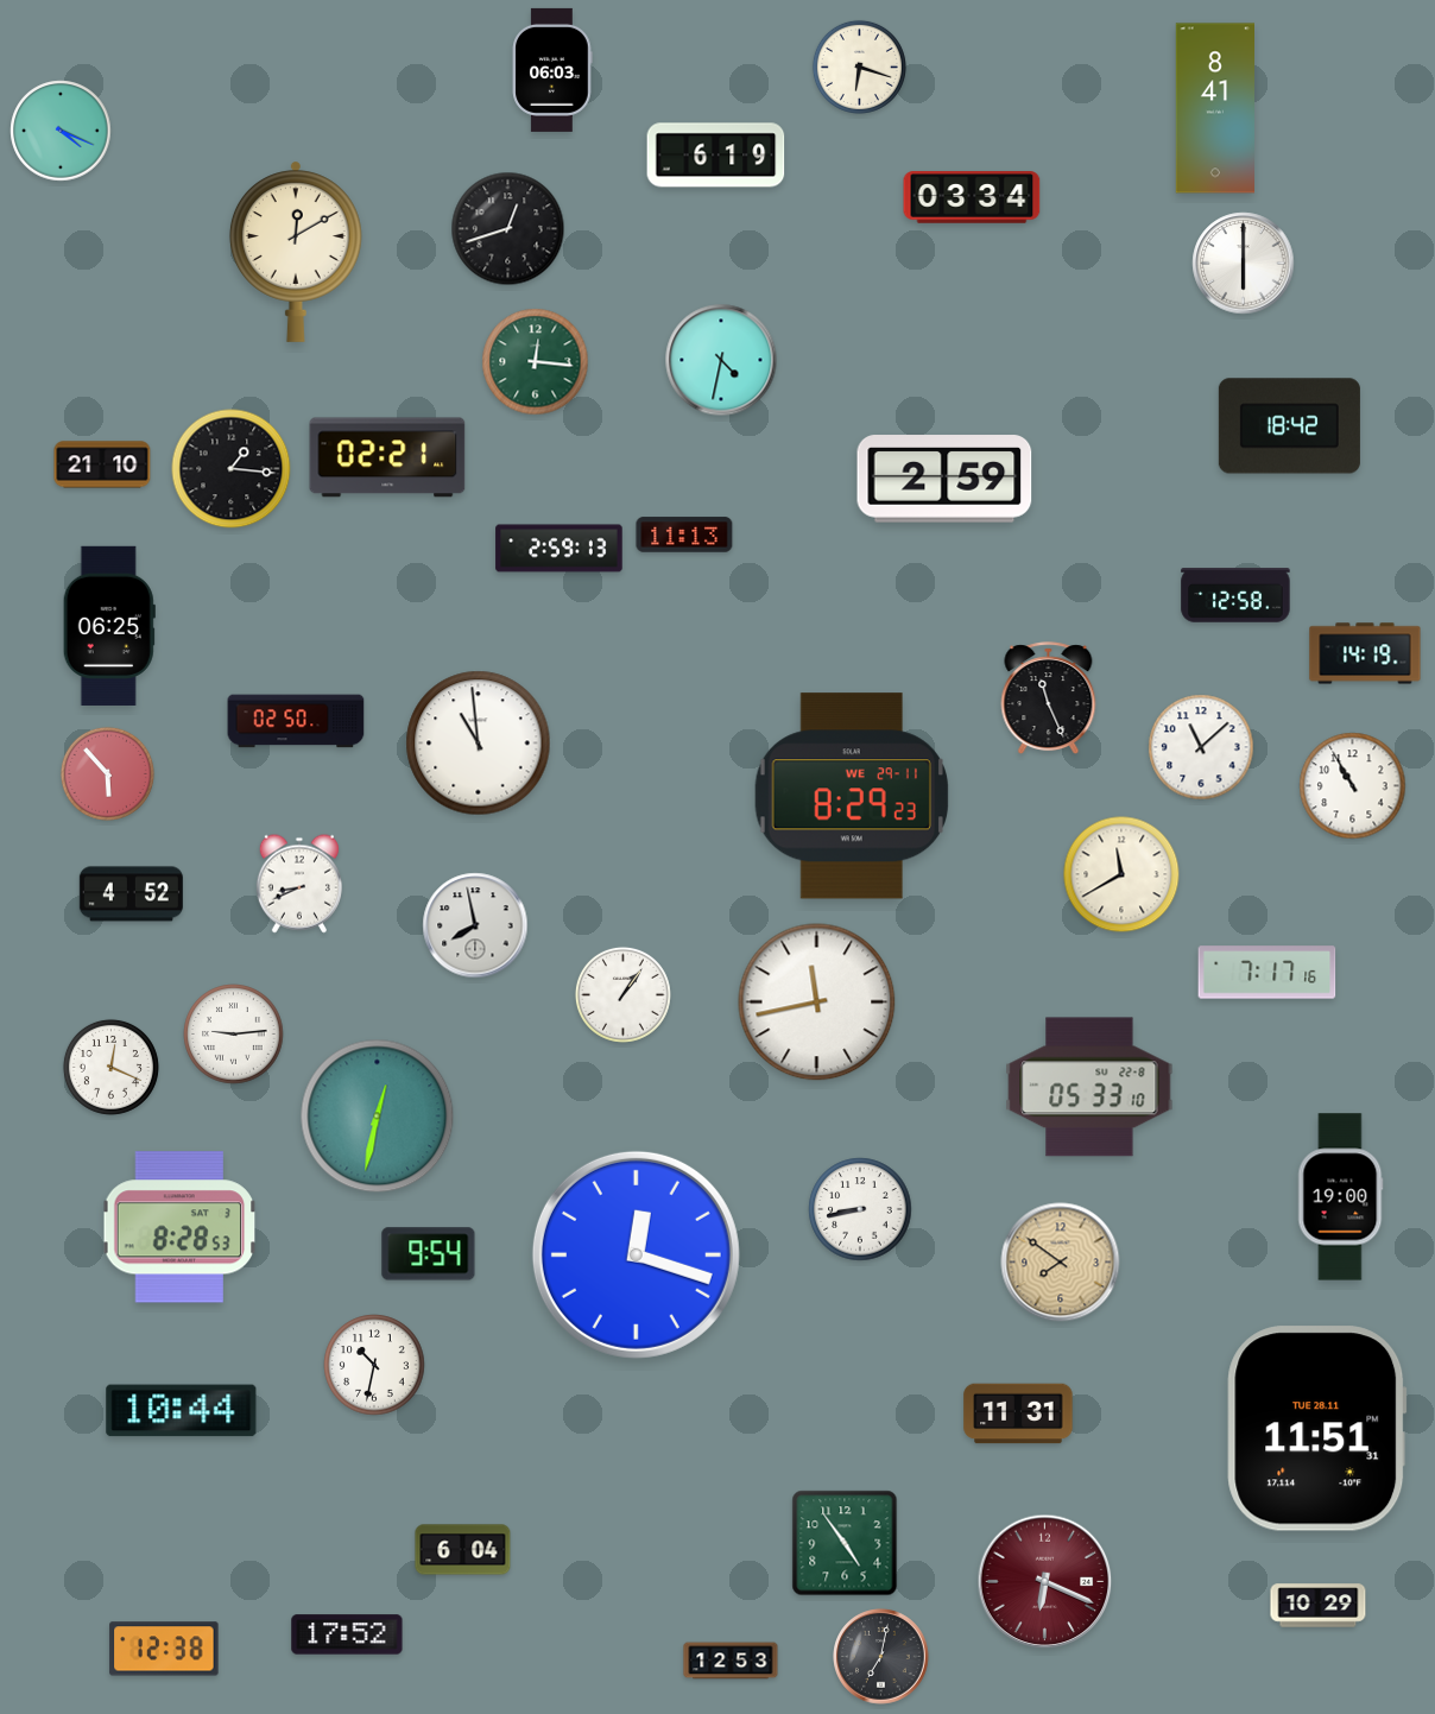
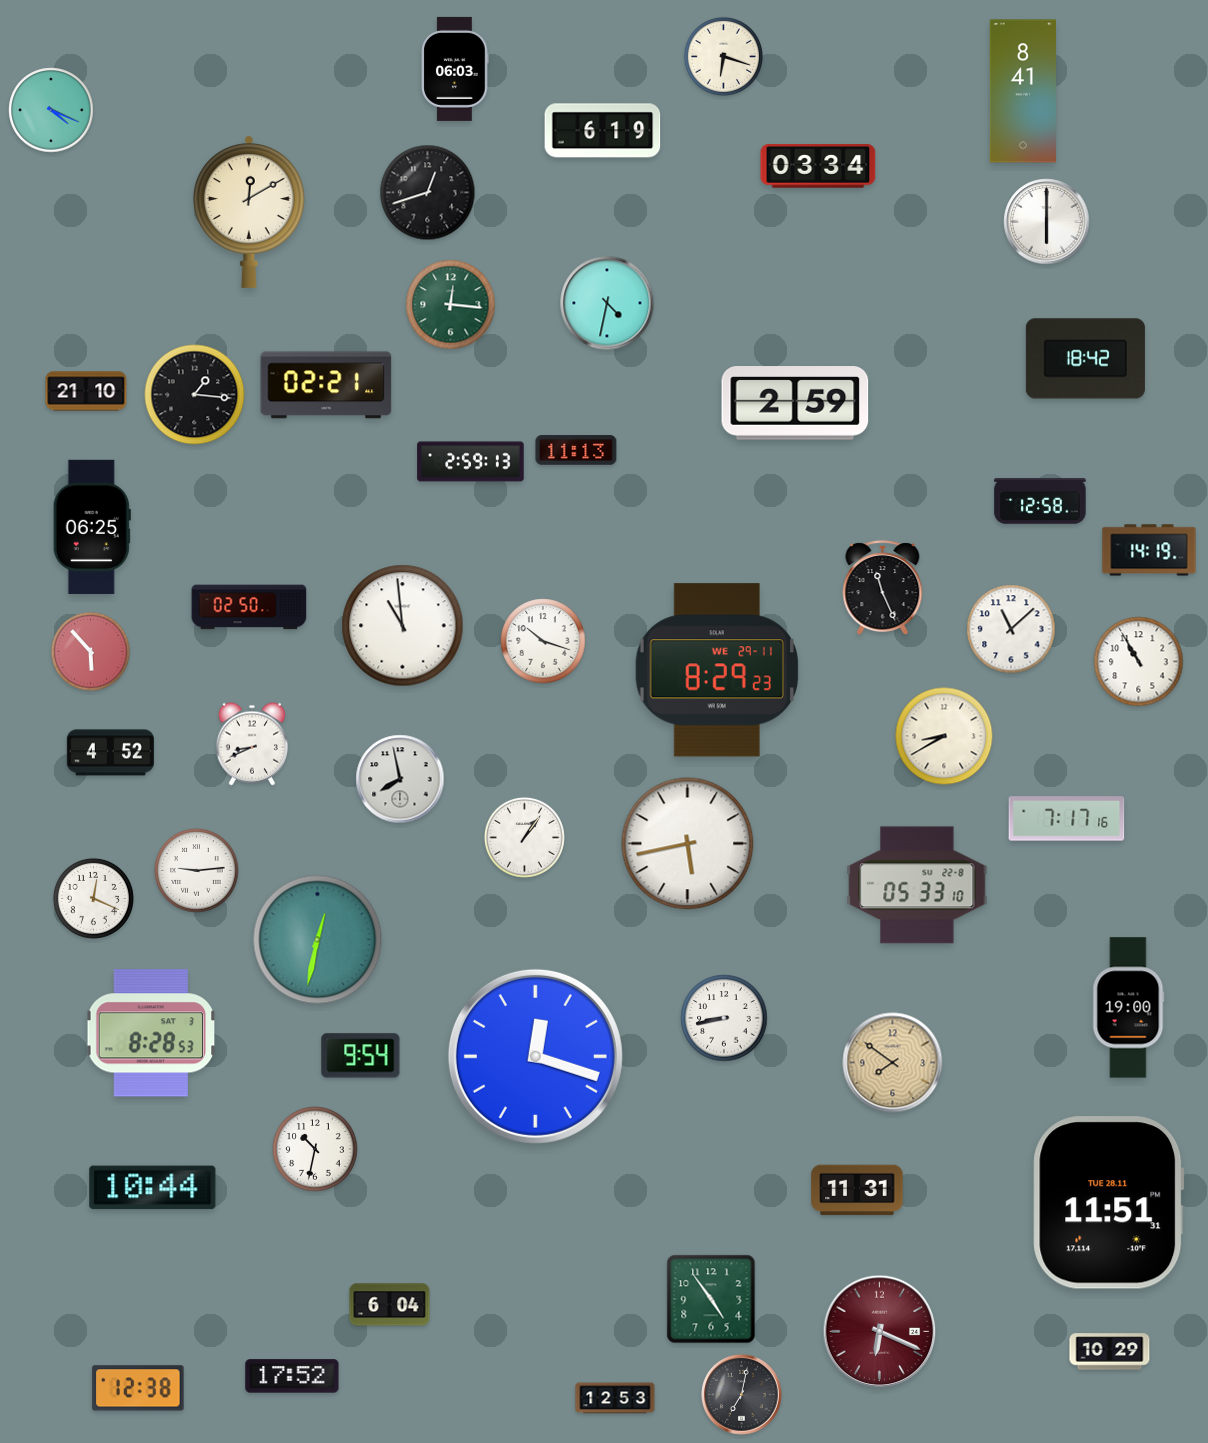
clock at (552, 70) position: (552, 70) -> (455, 69)
clock at (543, 641): none -> 10:18
clock at (1121, 874): 11:40 -> 8:40
clock at (817, 1003): 11:43 -> 5:43
clock at (1089, 1087) position: (1089, 1087) -> (917, 885)
